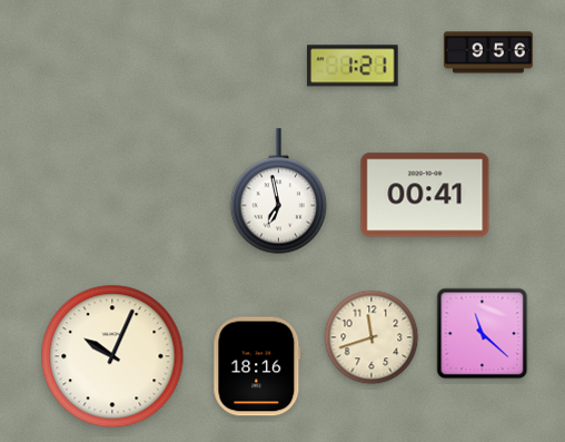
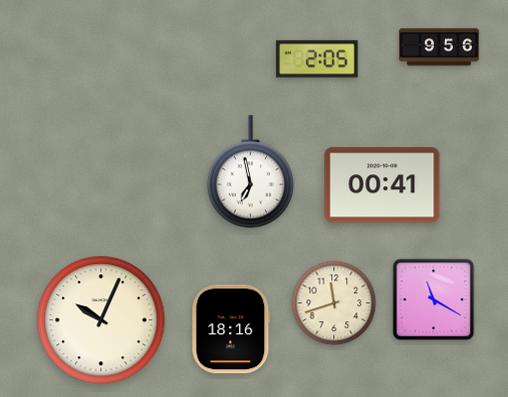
clock at (353, 66): 1:21 -> 2:05
clock at (425, 195) position: (425, 195) -> (382, 185)
clock at (483, 334): 11:22 -> 11:20
